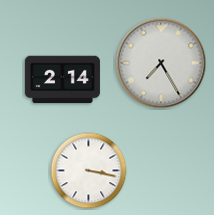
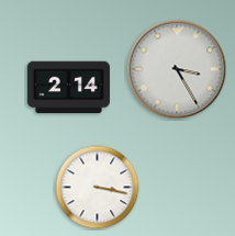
clock at (161, 63): 7:25 -> 3:25
